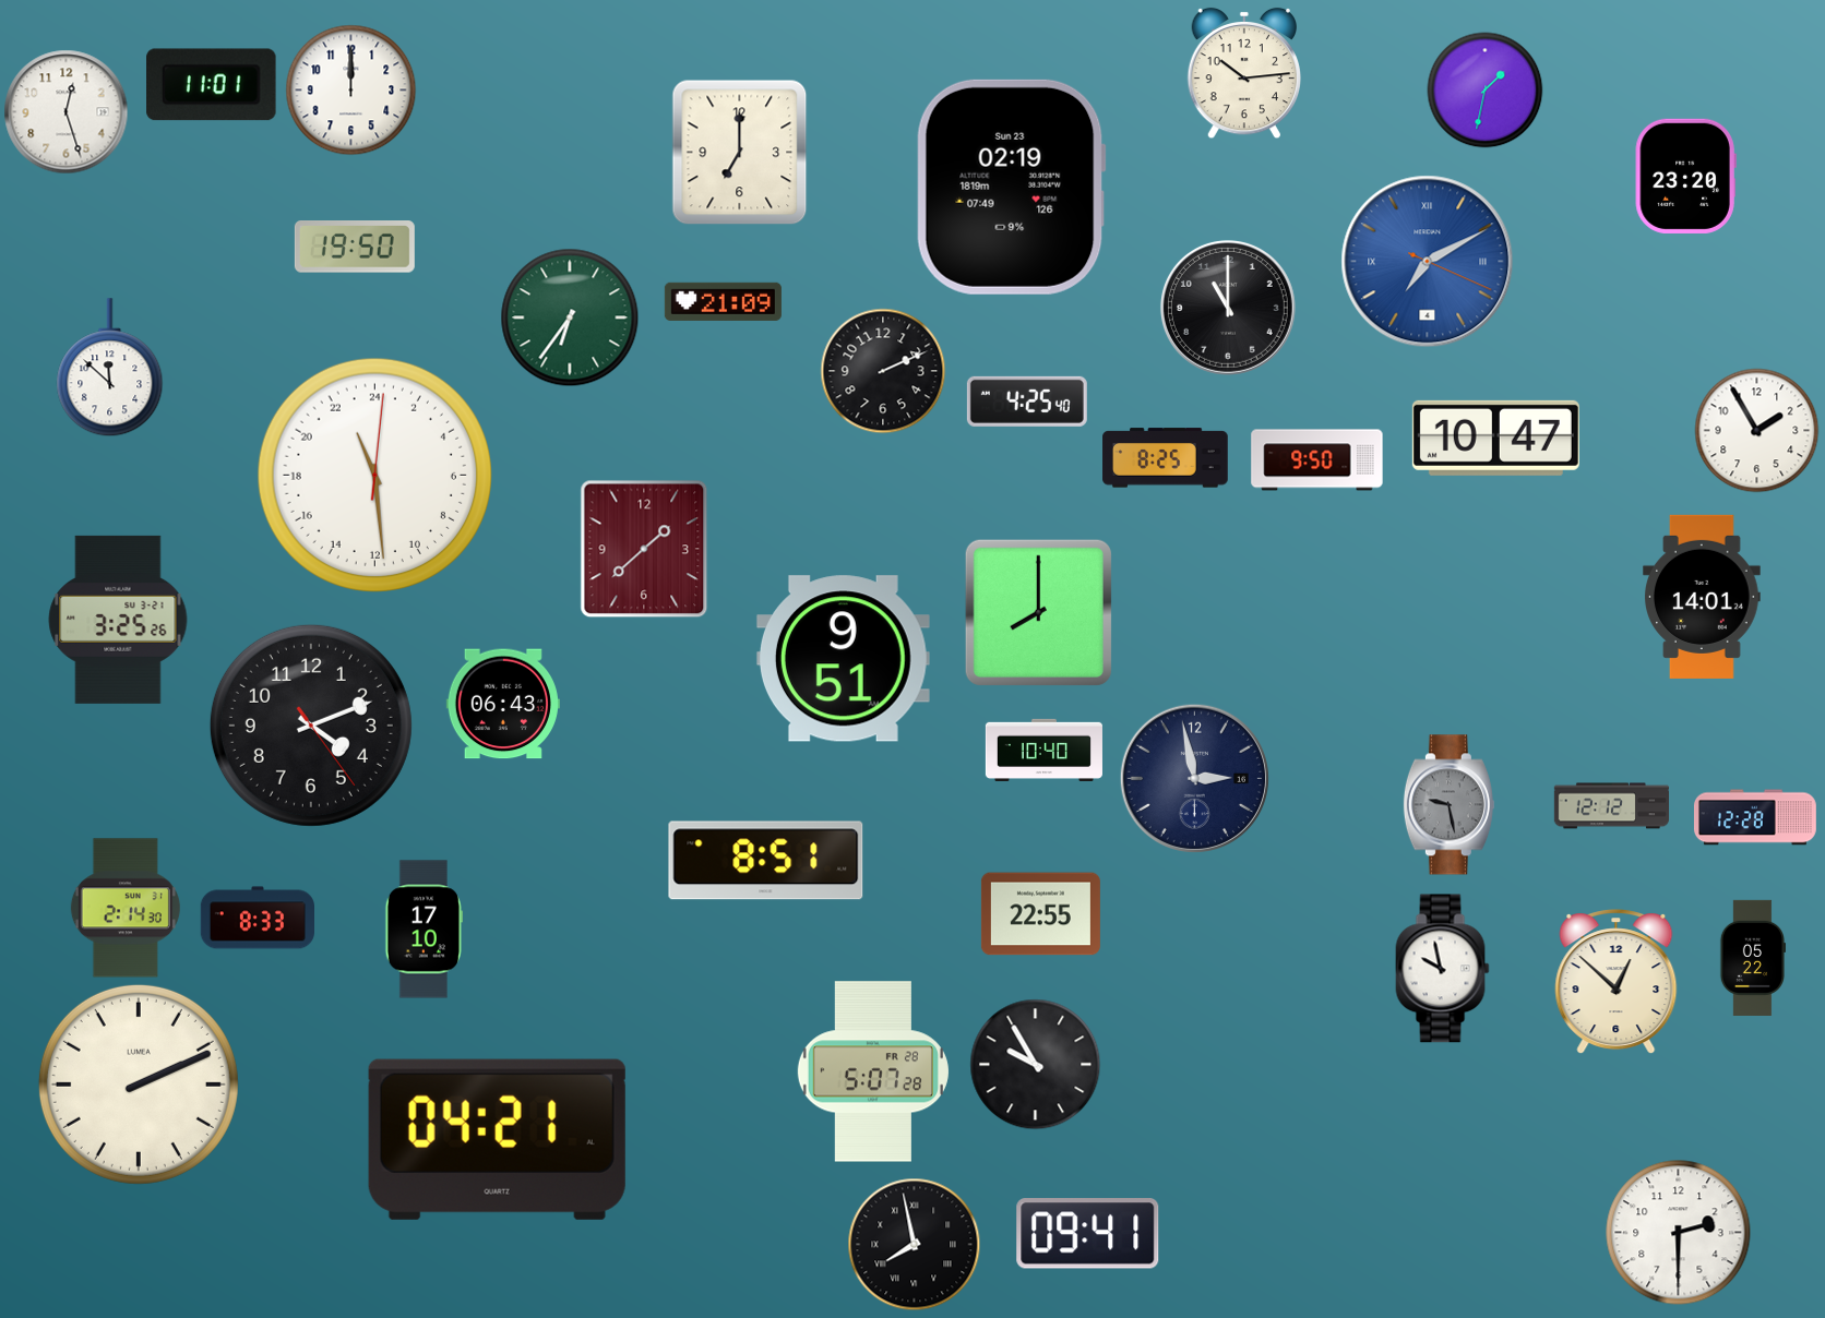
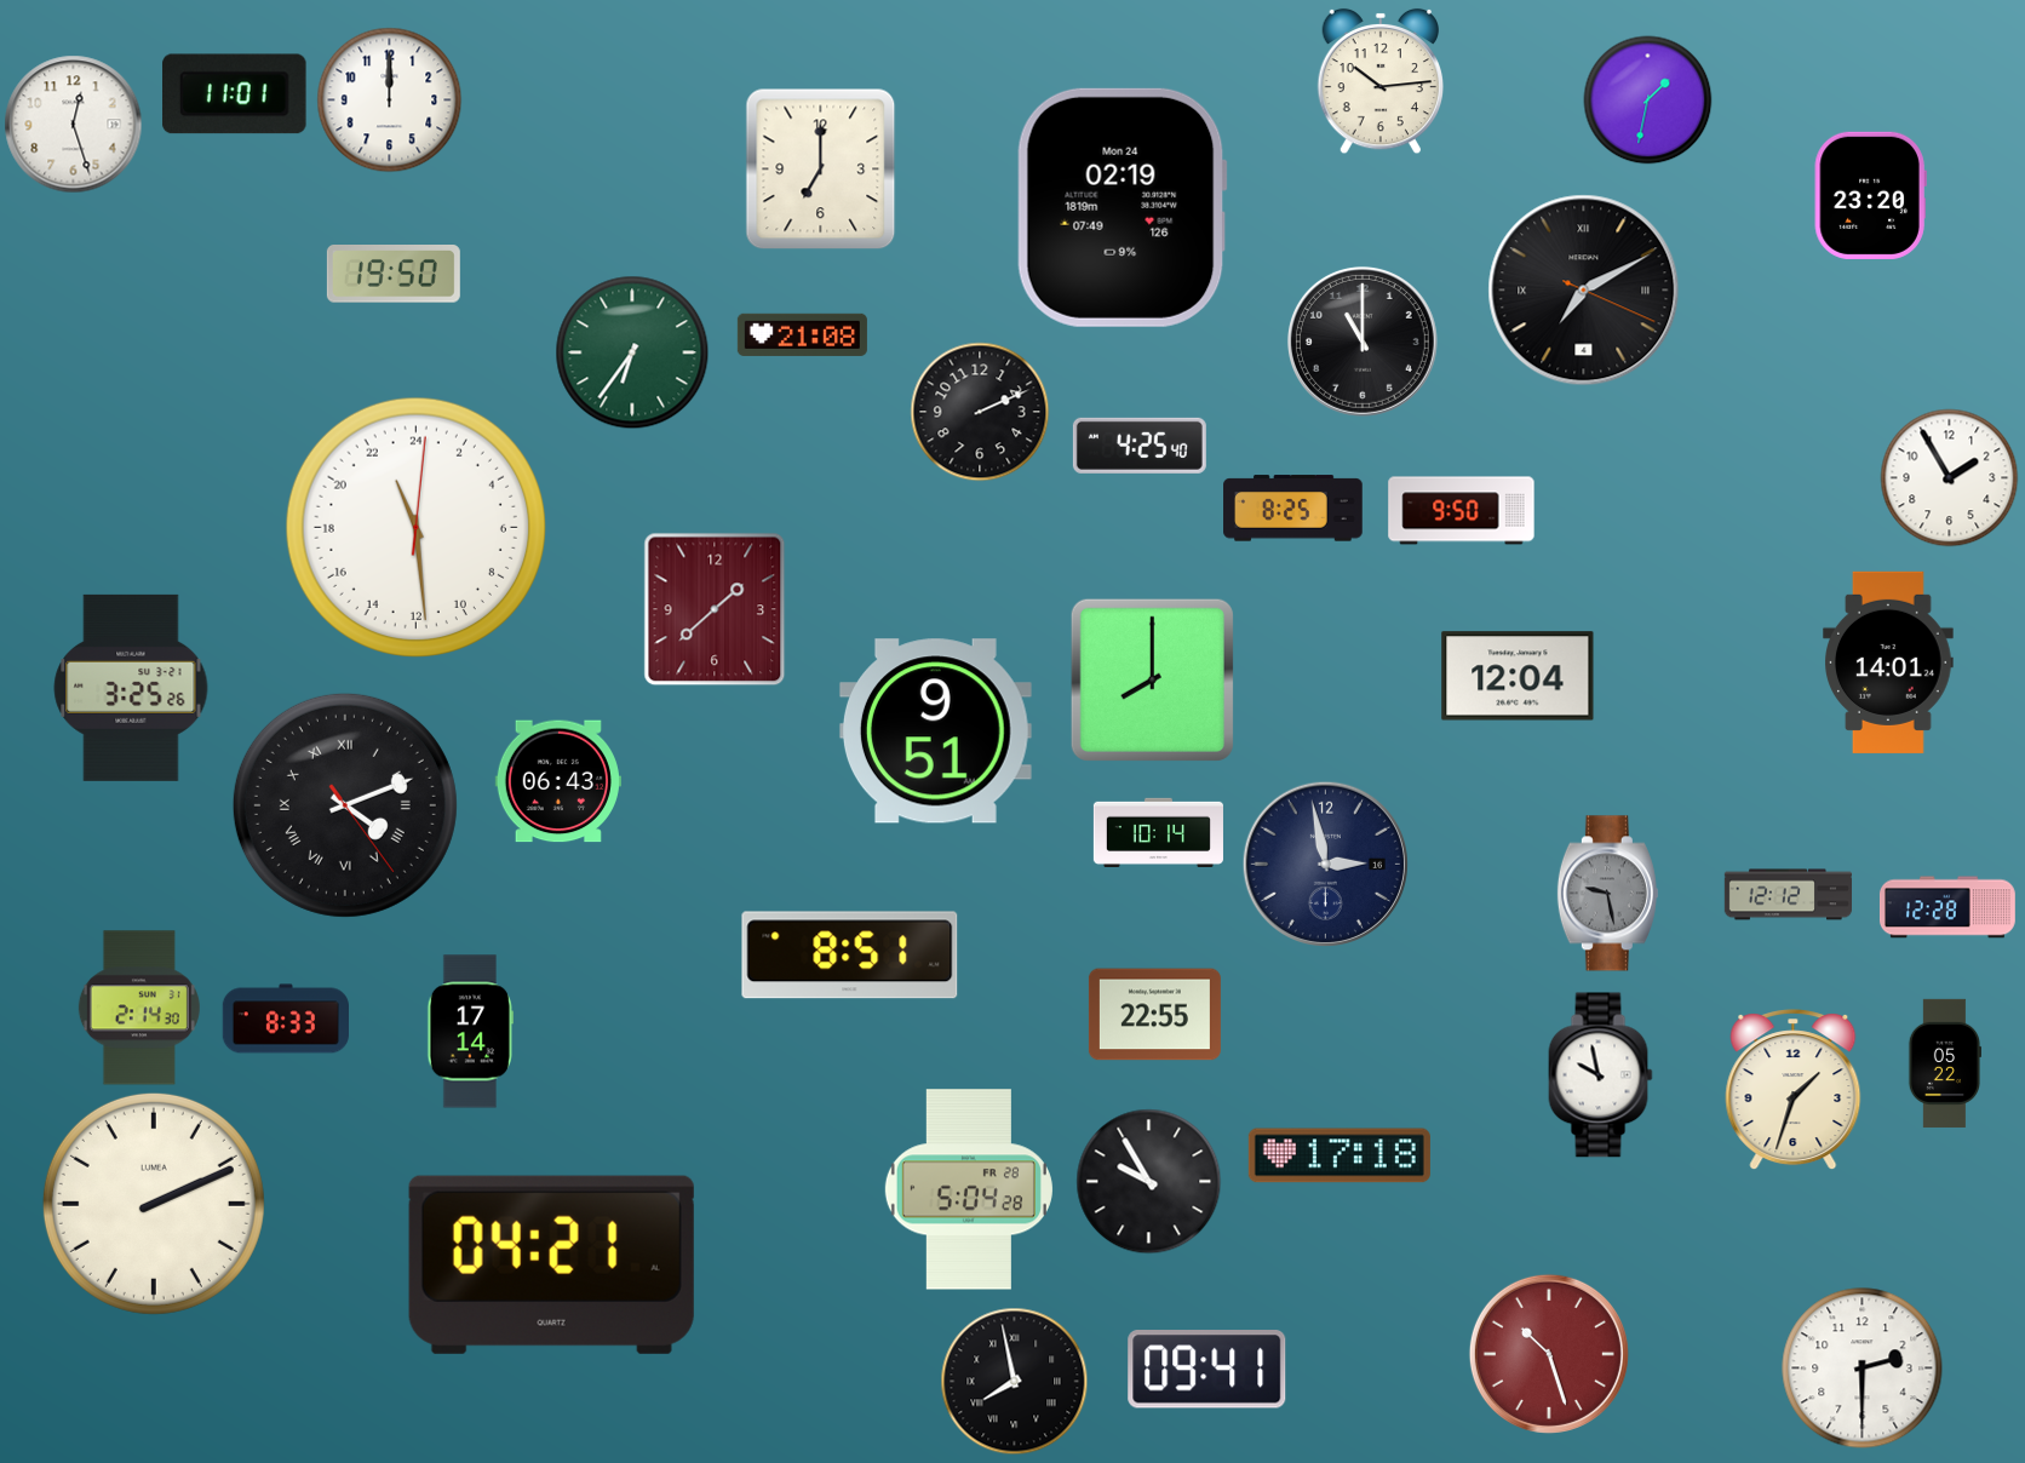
clock at (1011, 187) date: Sun 23 -> Mon 24
clock at (1428, 262) dial: blue -> black
clock at (723, 301): 21:09 -> 21:08
clock at (110, 368): 11:52 -> none
clock at (1495, 438): 10:47 -> none
clock at (1518, 676): none -> 12:04
clock at (311, 726) numerals: Arabic -> Roman
clock at (1043, 750): 10:40 -> 10:14
clock at (424, 930): 17:10 -> 17:14
clock at (1617, 982): 12:52 -> 1:33
clock at (1340, 1155): none -> 17:18
clock at (873, 1071): 5:07 -> 5:04
clock at (1549, 1354): none -> 10:27
